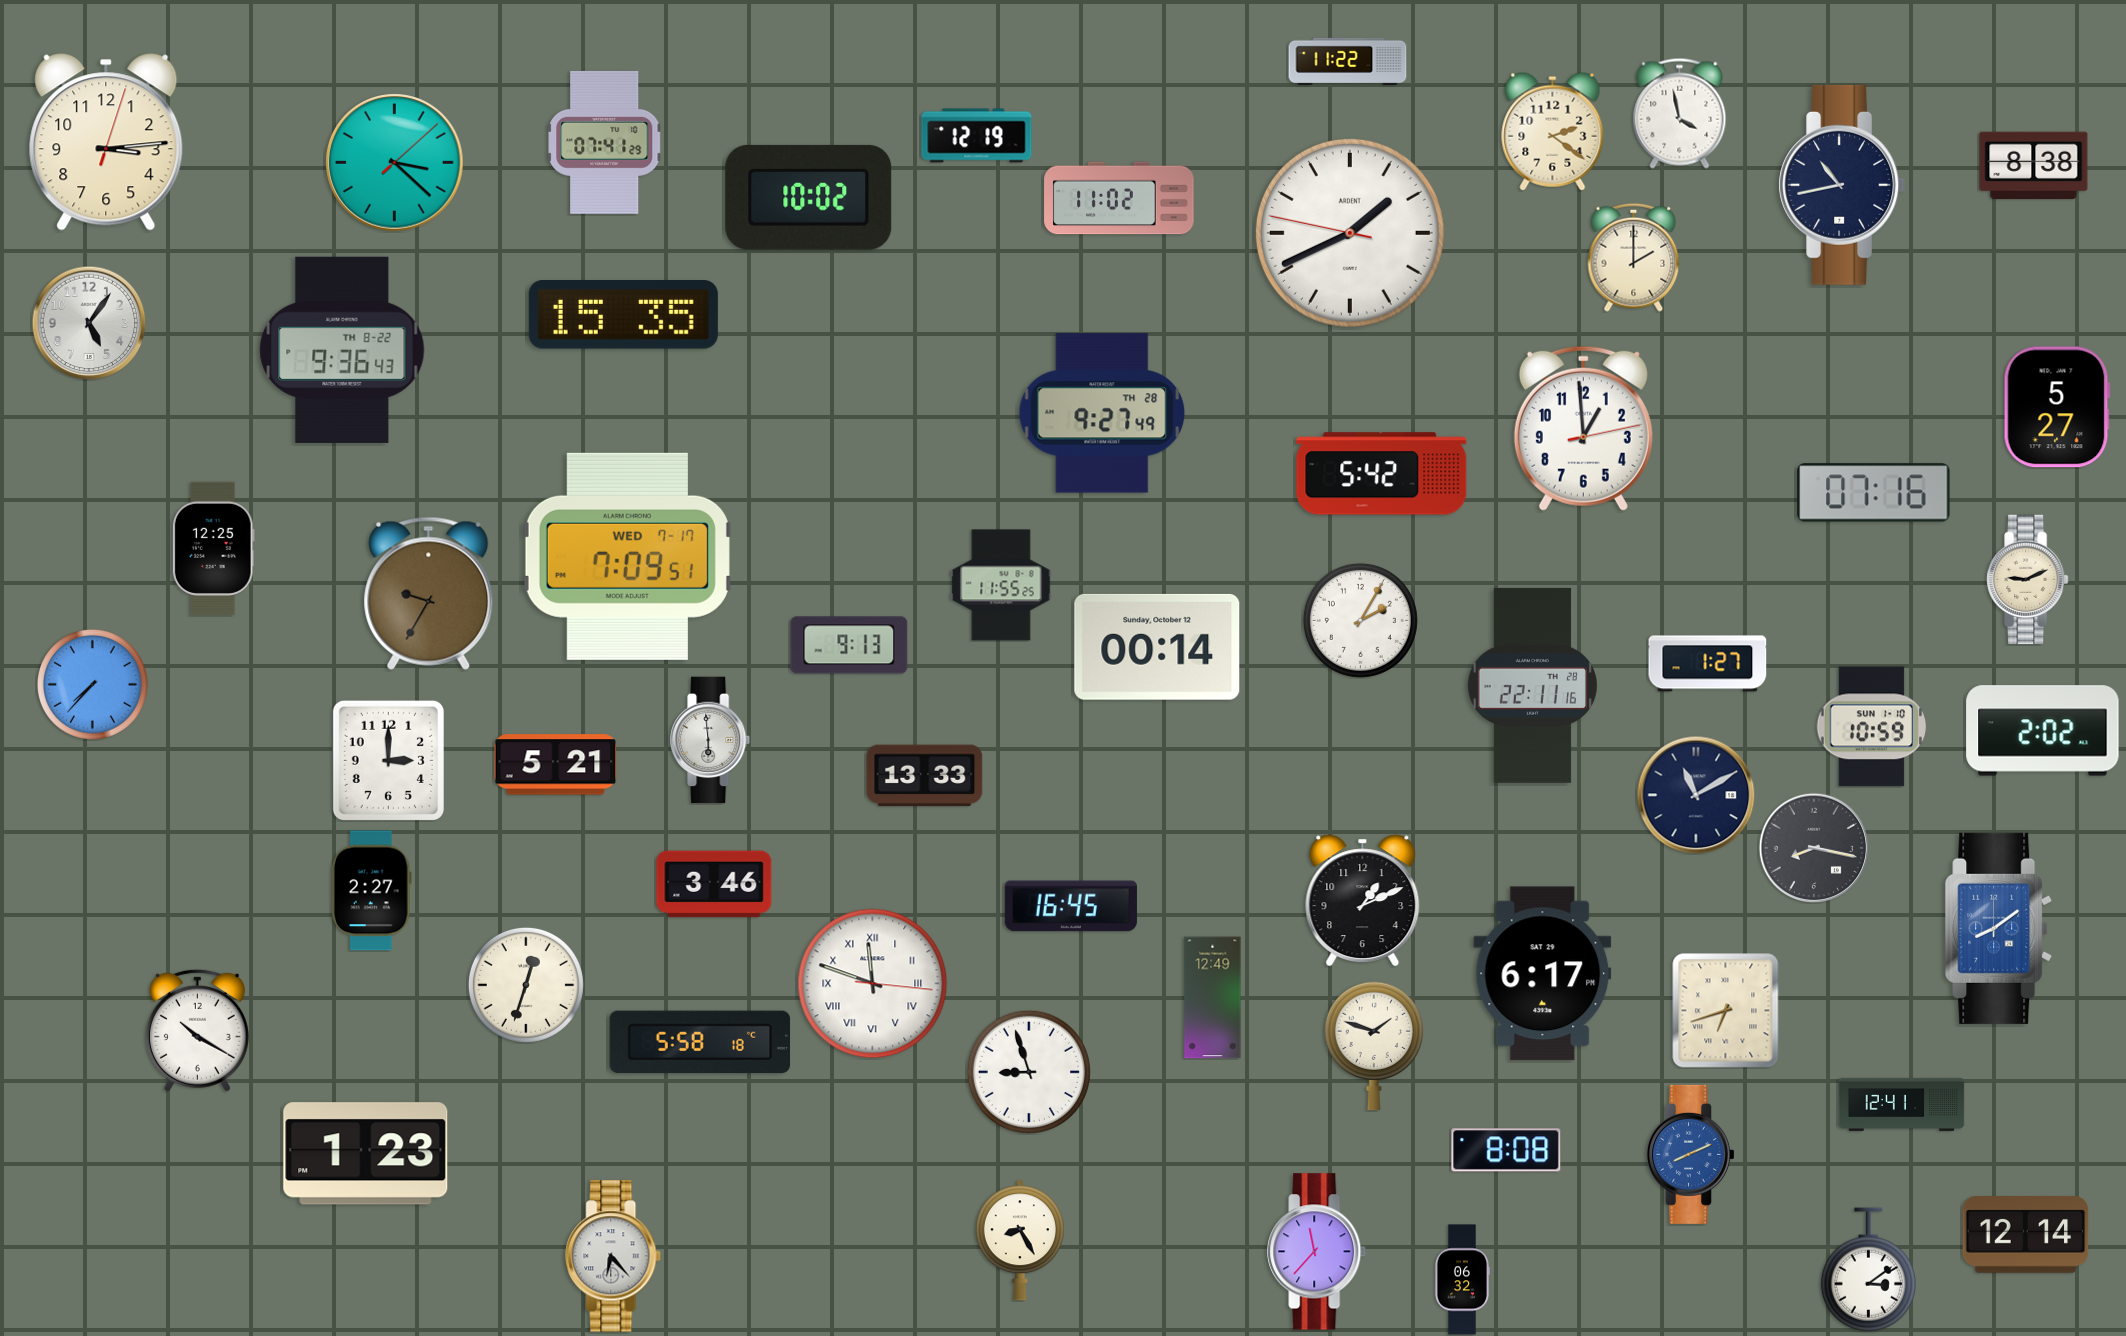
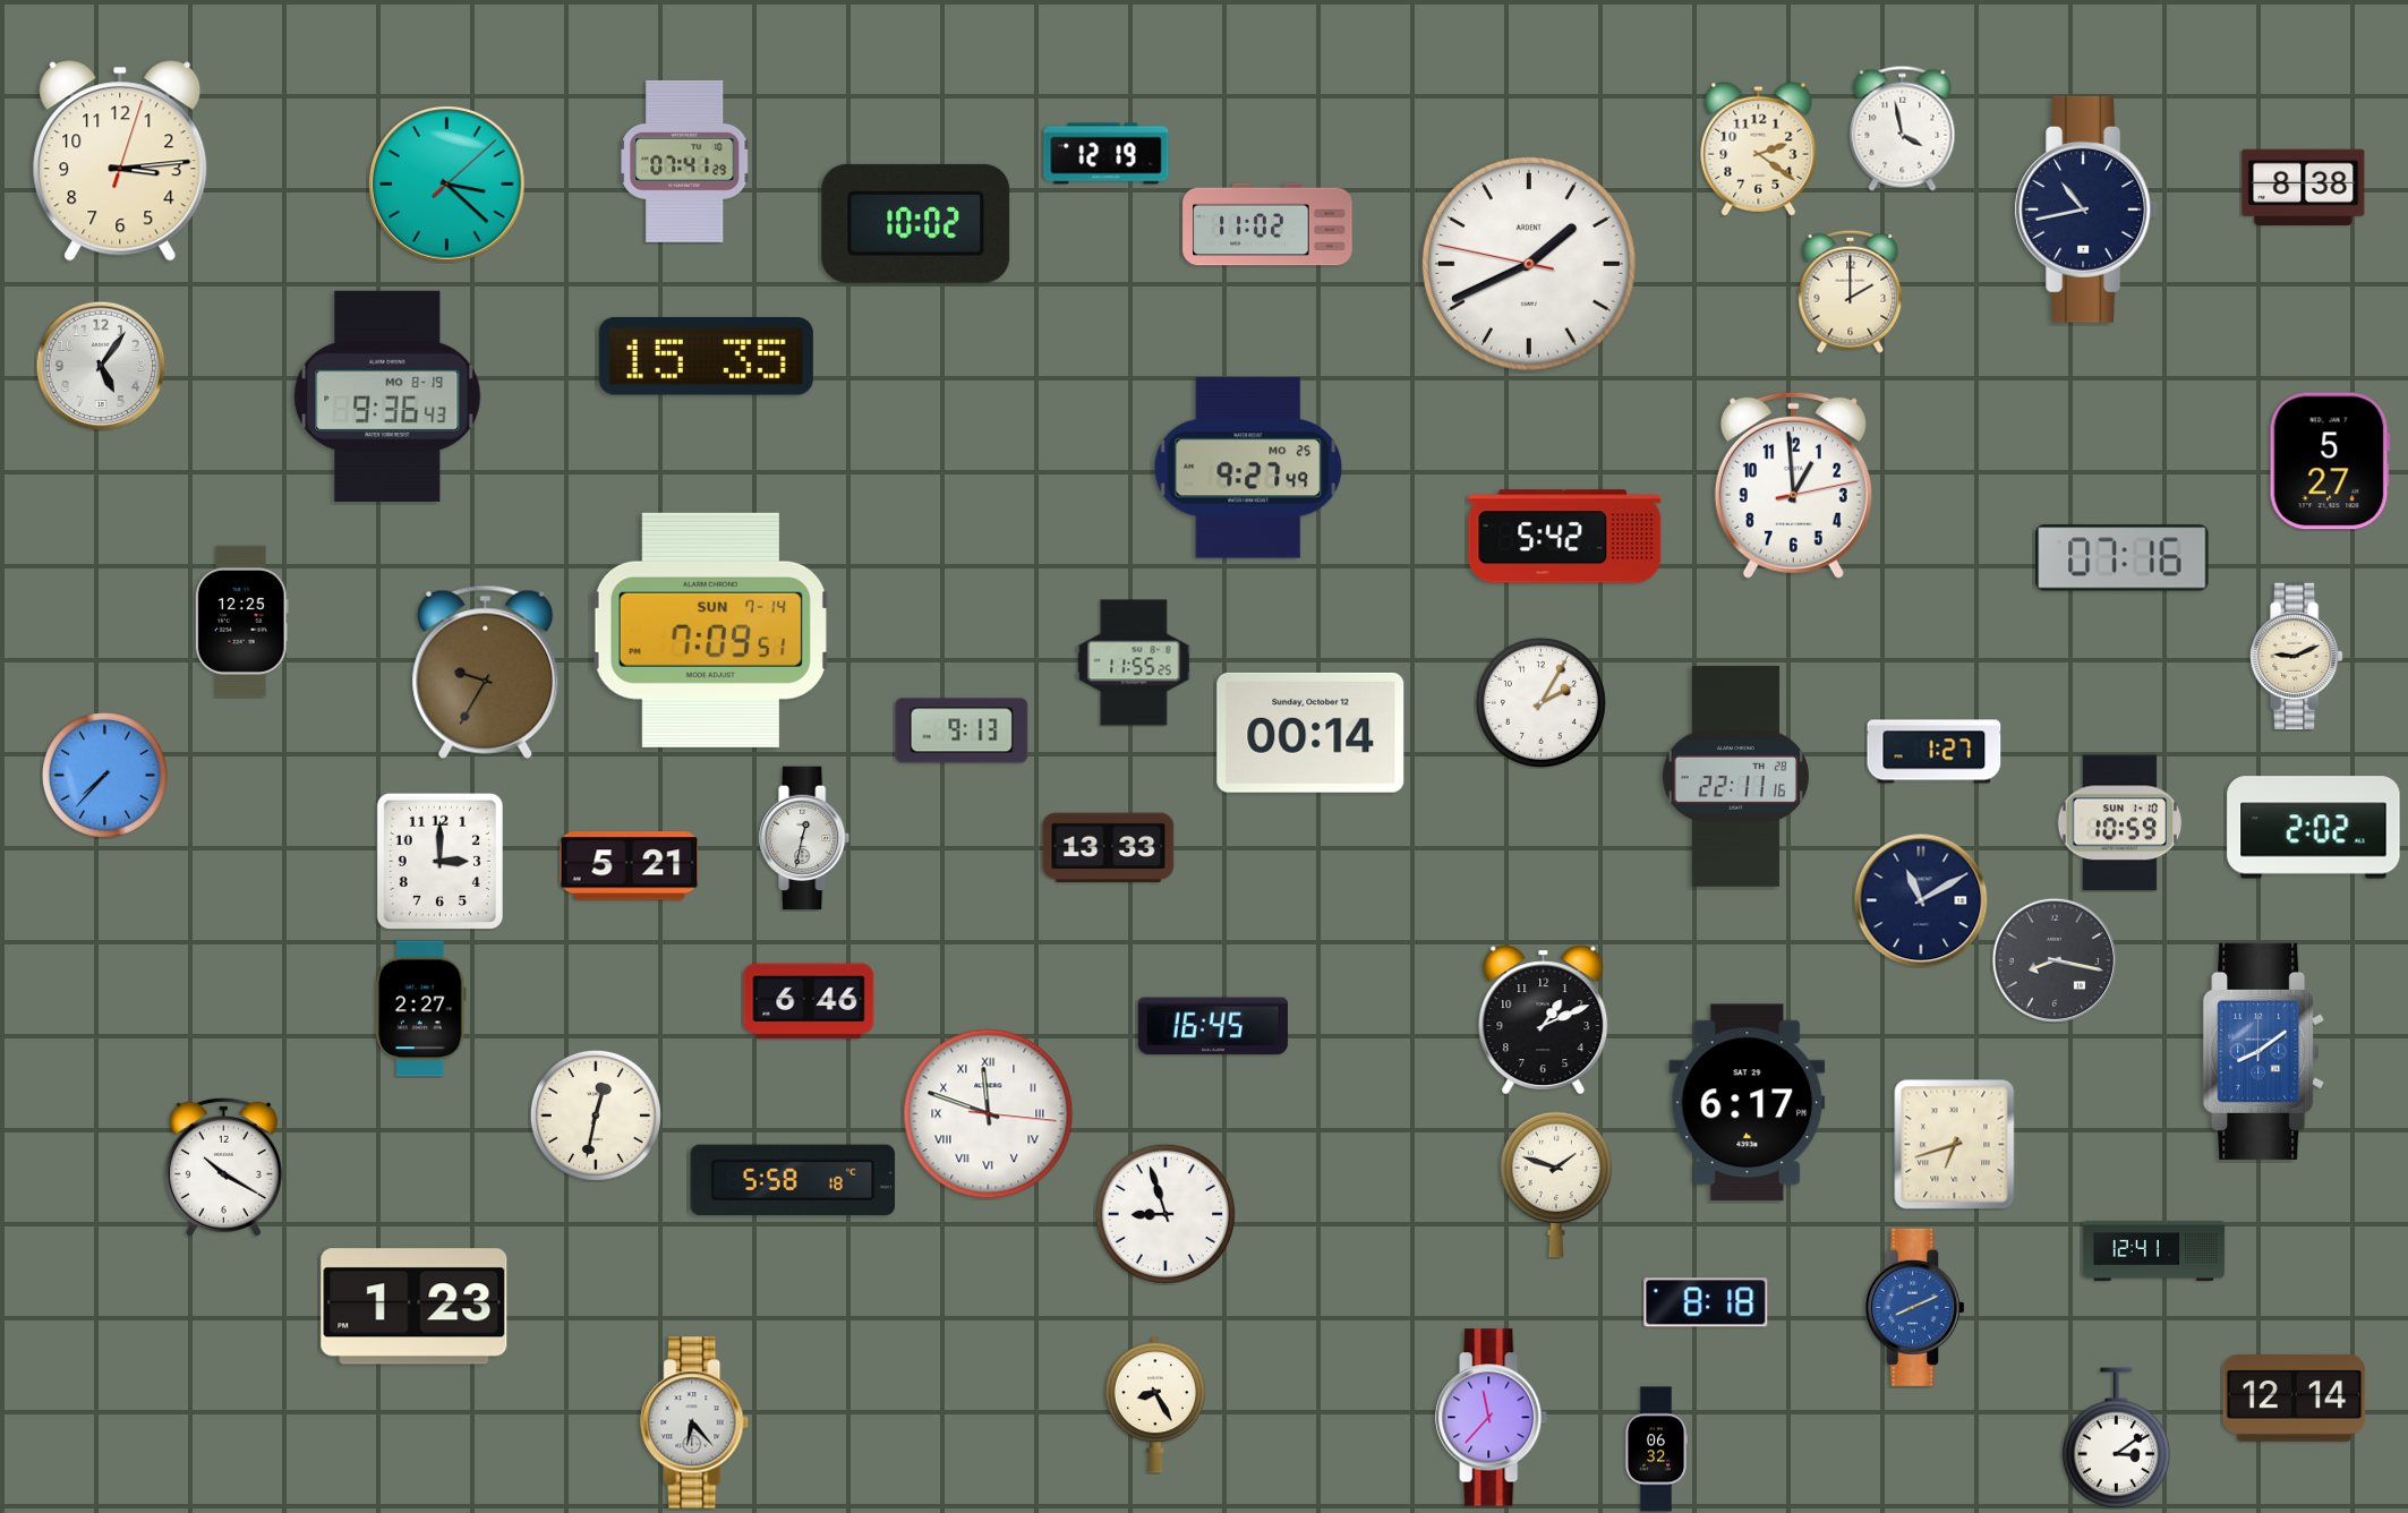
clock at (1348, 61): 11:22 -> none
clock at (342, 350) date: TH 8-22 -> MO 8-19
clock at (1102, 413) date: TH 28 -> MO 25
clock at (627, 556) date: WED 7-17 -> SUN 7-14
clock at (711, 740): 5:59 -> 12:32
clock at (925, 776) position: (925, 776) -> (1109, 848)
clock at (714, 884): 3:46 -> 6:46
clock at (526, 985): 12:33 -> 12:32
clock at (1213, 998): 12:49 -> none
clock at (1506, 1150): 8:08 -> 8:18
